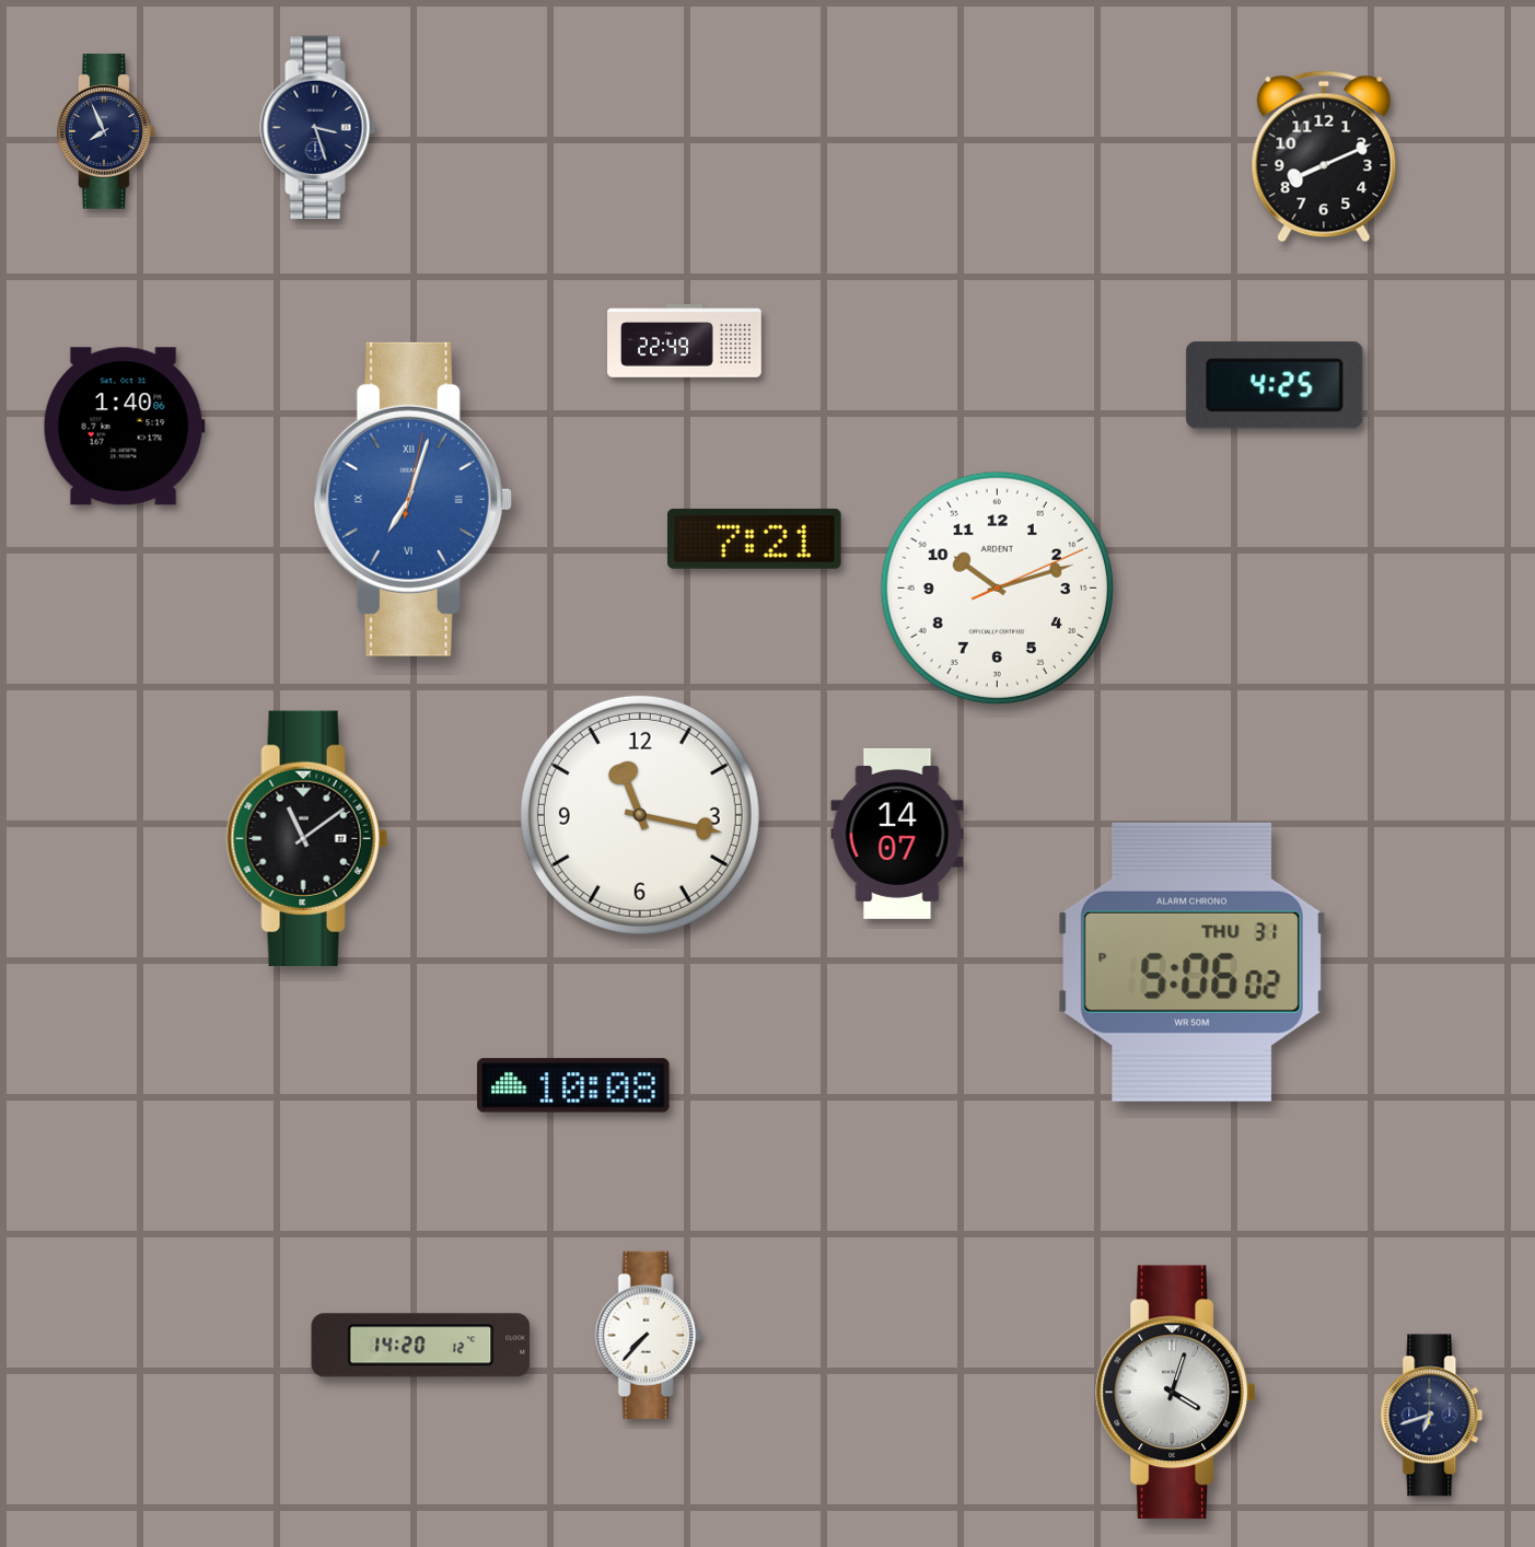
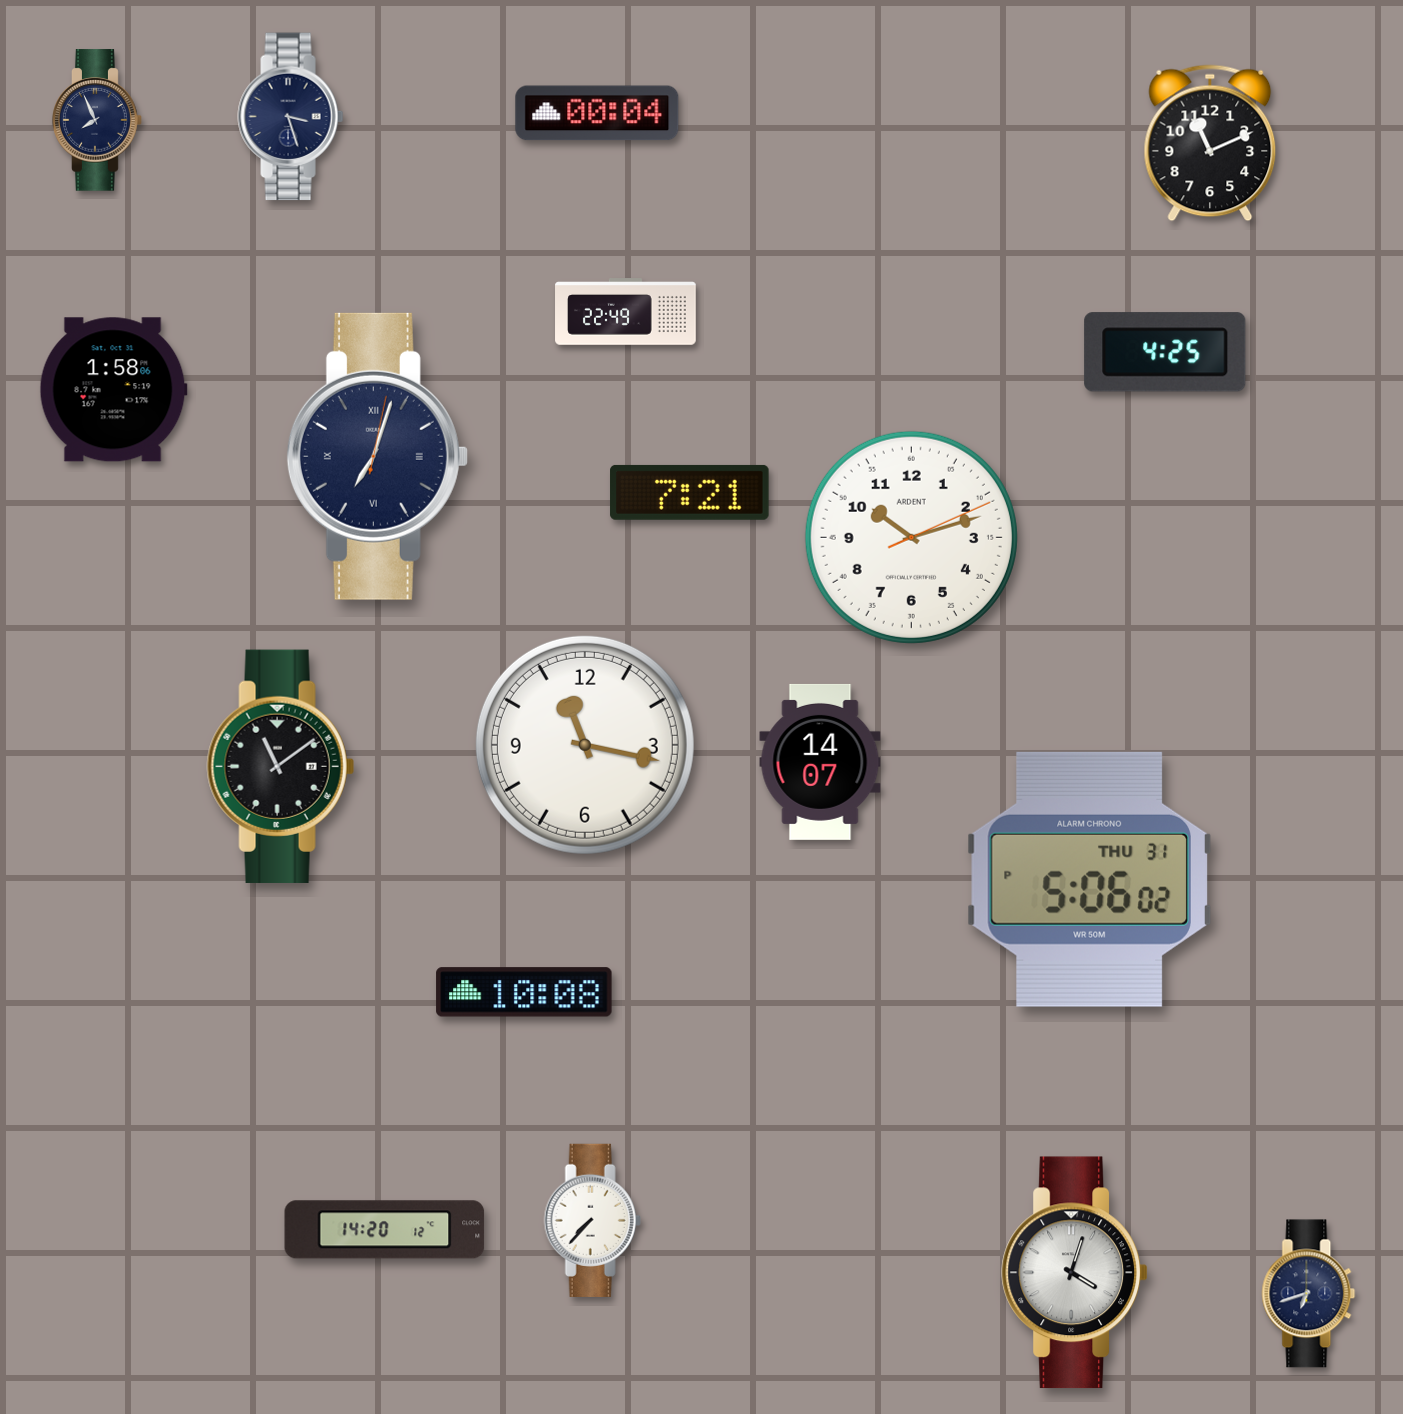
clock at (597, 113): none -> 00:04
clock at (1324, 156): 8:11 -> 11:11
clock at (124, 427): 1:40 -> 1:58
clock at (412, 499) dial: blue -> navy
